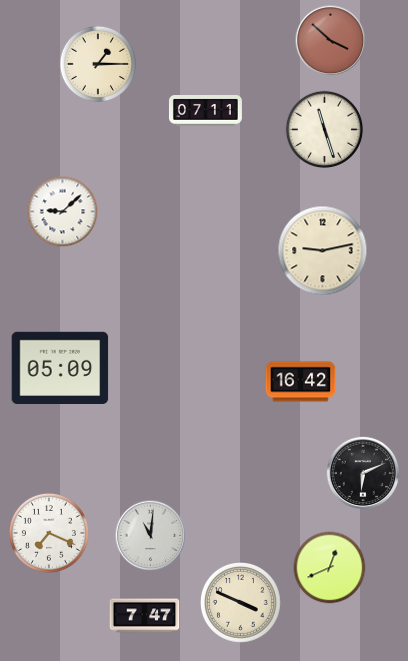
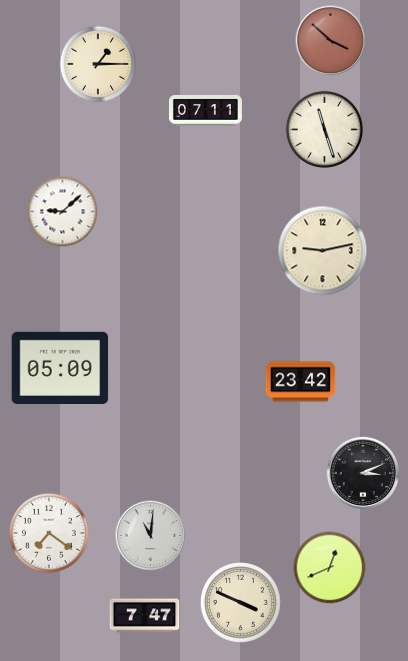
clock at (301, 382): 16:42 -> 23:42
clock at (362, 472): 6:11 -> 3:11
clock at (49, 533): 7:19 -> 7:21
